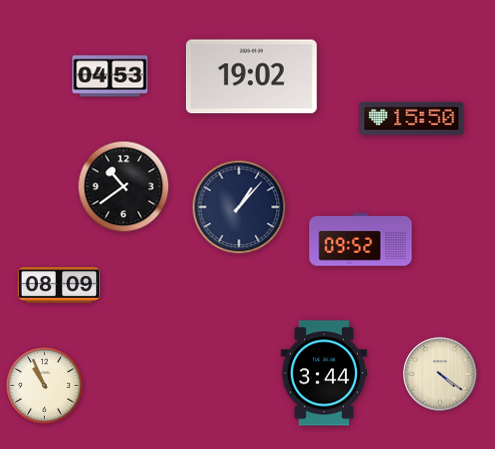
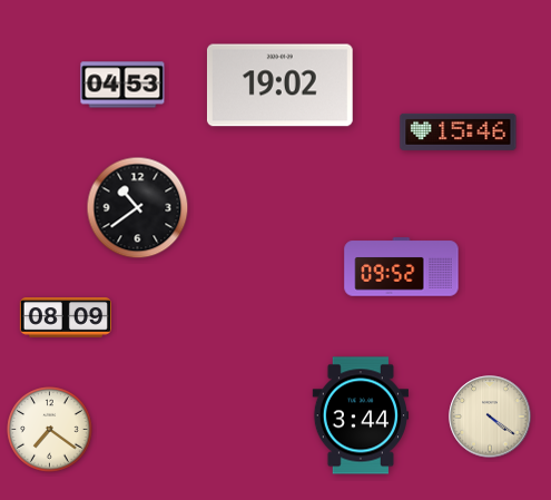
clock at (412, 118): 15:50 -> 15:46
clock at (239, 207): 1:07 -> none
clock at (45, 386): 10:56 -> 7:21
